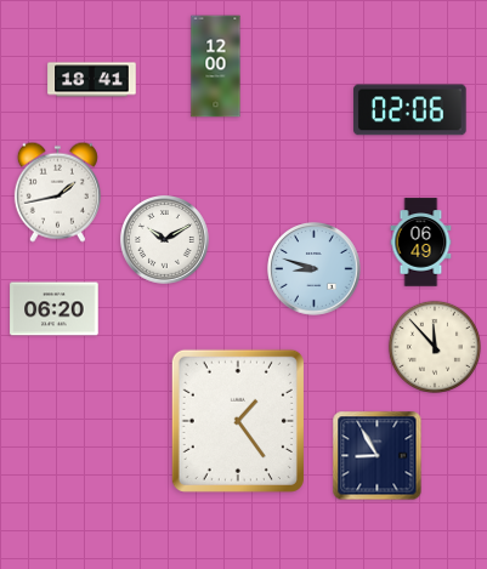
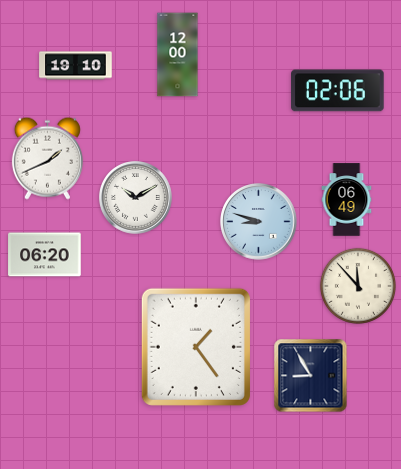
clock at (92, 80): 18:41 -> 19:10
clock at (57, 192): 1:43 -> 1:41
